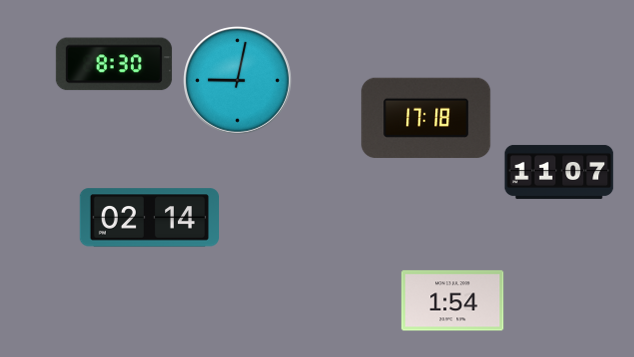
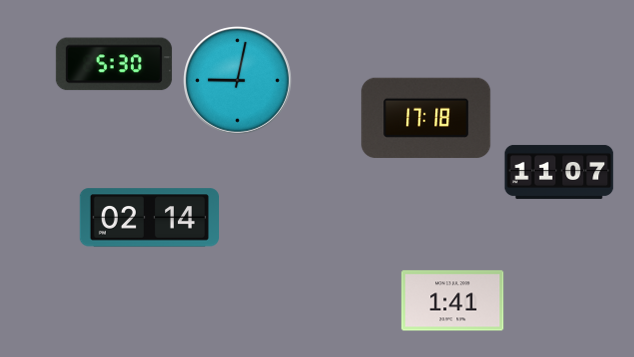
clock at (114, 64): 8:30 -> 5:30
clock at (453, 301): 1:54 -> 1:41
